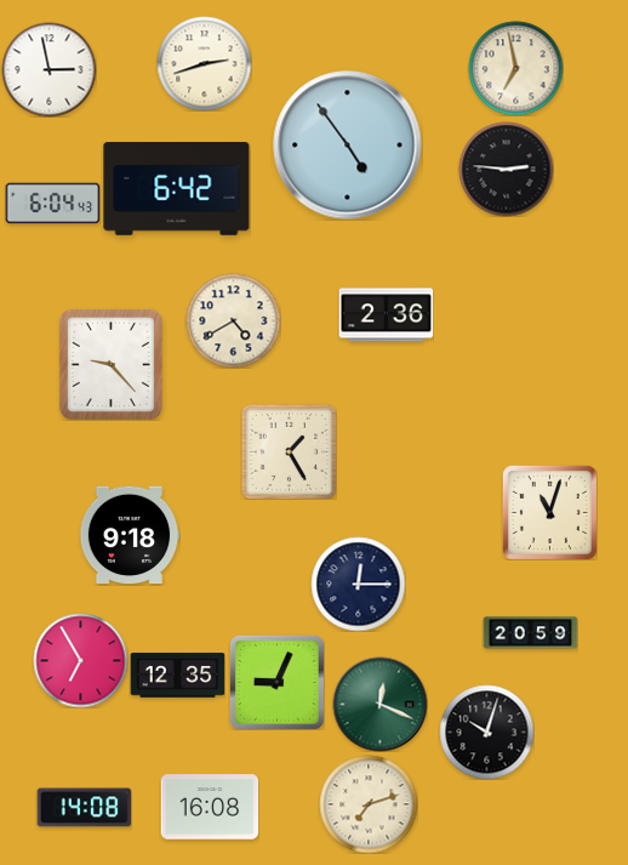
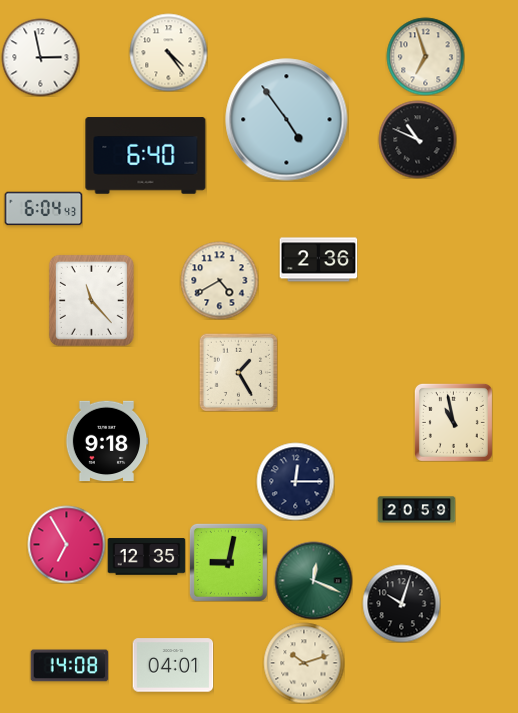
clock at (204, 63): 2:42 -> 4:24
clock at (515, 68): 6:58 -> 6:57
clock at (506, 169): 2:46 -> 10:49
clock at (177, 189): 6:42 -> 6:40
clock at (52, 204) position: (52, 204) -> (43, 209)
clock at (233, 320) position: (233, 320) -> (219, 280)
clock at (110, 364): 9:23 -> 11:23
clock at (549, 512): 11:03 -> 10:58
clock at (530, 633) position: (530, 633) -> (416, 510)
clock at (276, 682): 9:04 -> 9:02
clock at (369, 804): 7:12 -> 10:12
clock at (210, 807): 16:08 -> 04:01
